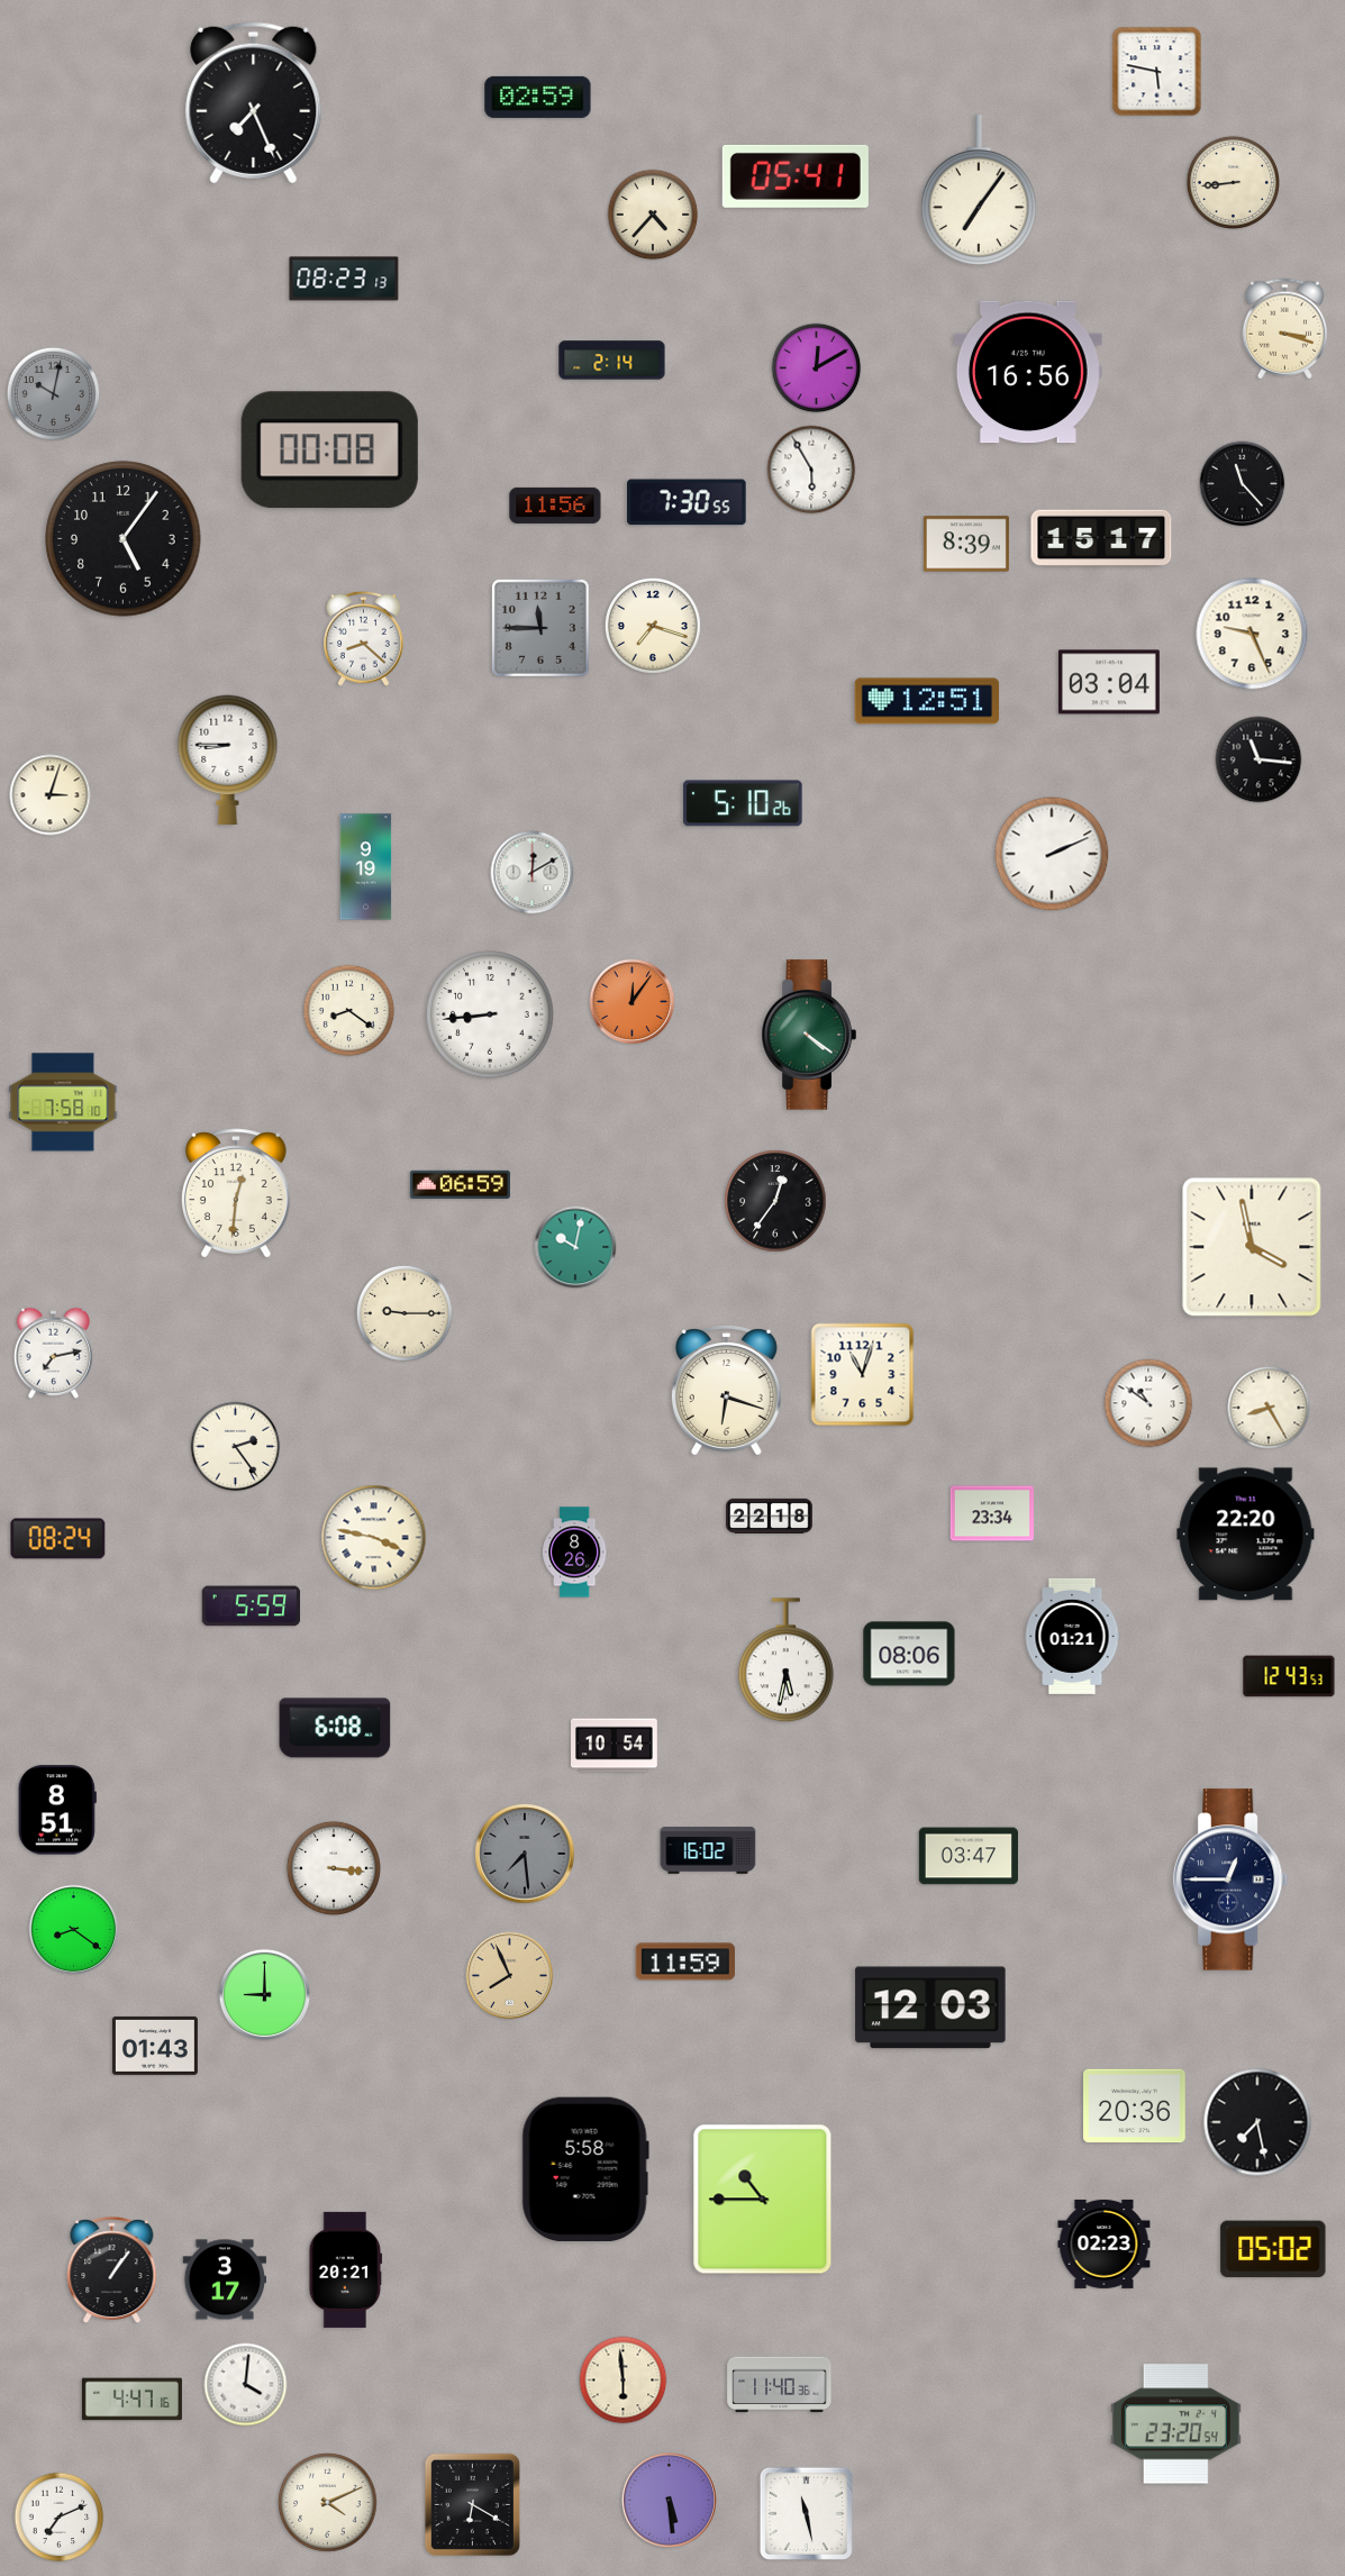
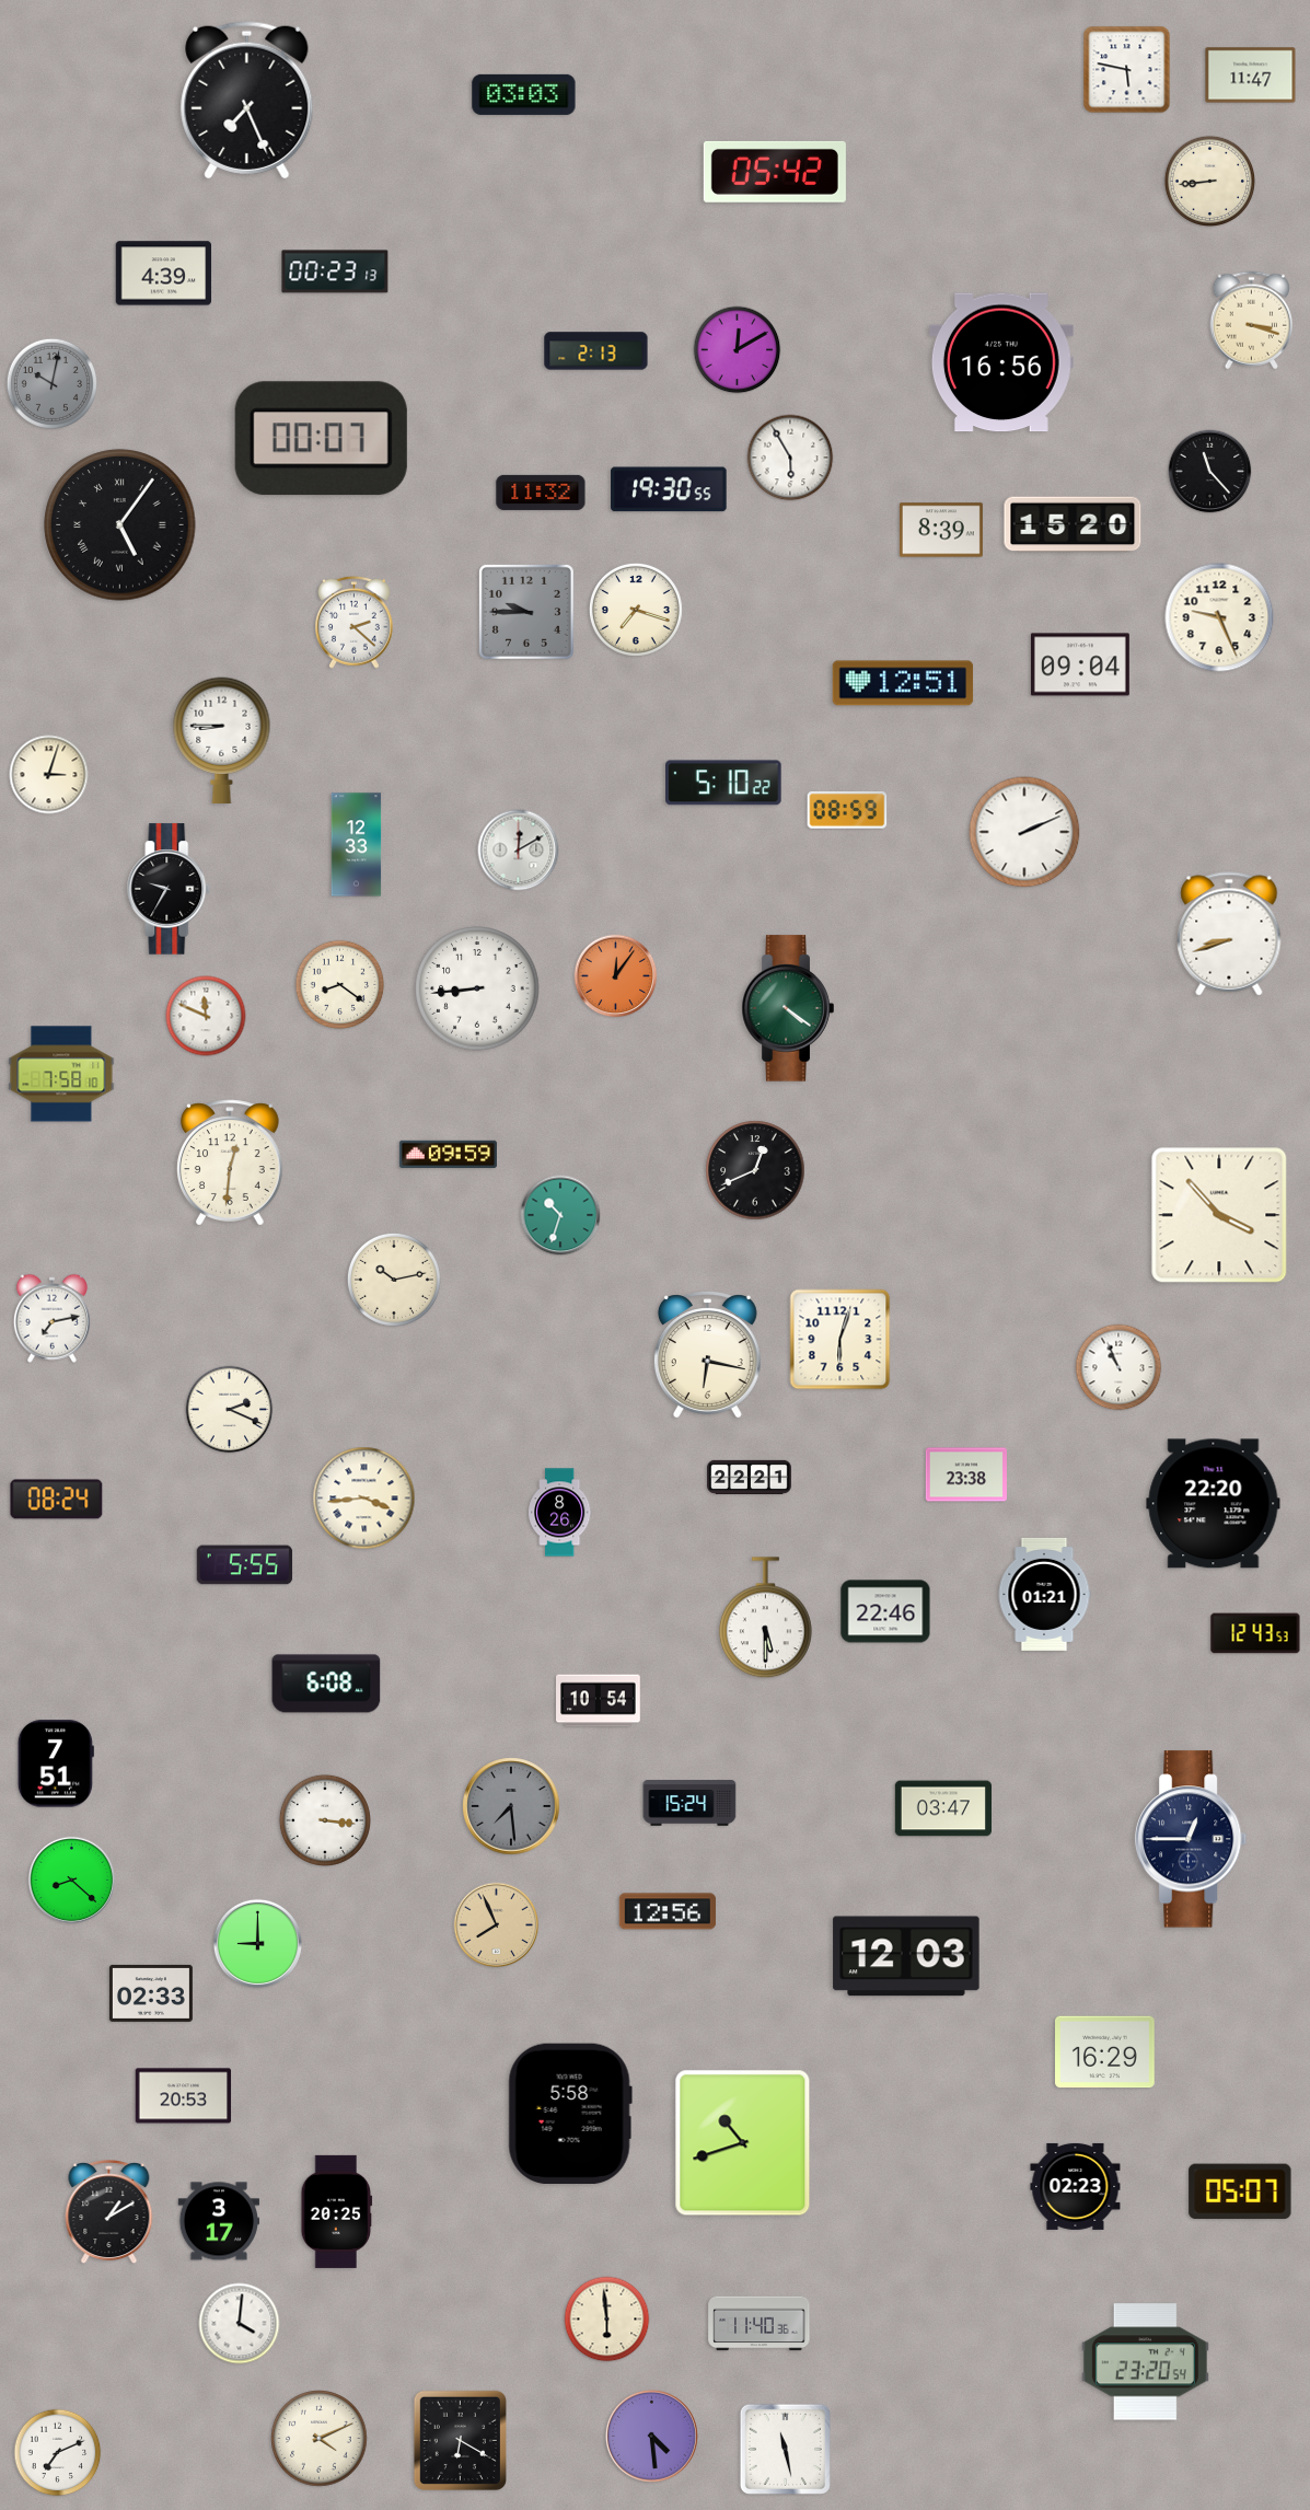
clock at (1251, 76): none -> 11:47
clock at (538, 97): 02:59 -> 03:03
clock at (796, 176): 05:41 -> 05:42
clock at (1233, 182) position: (1233, 182) -> (1209, 181)
clock at (979, 190): 7:06 -> none
clock at (653, 215): 4:37 -> none
clock at (344, 279): 08:23 -> 00:23
clock at (164, 274): none -> 4:39
clock at (612, 361): 2:14 -> 2:13
clock at (817, 368) position: (817, 368) -> (738, 350)
clock at (329, 450): 00:08 -> 00:07
clock at (687, 502): 7:30 -> 19:30
clock at (555, 506): 11:56 -> 11:32
clock at (1101, 538): 15:17 -> 15:20
clock at (124, 539) numerals: Arabic -> Roman
clock at (540, 628): 11:45 -> 9:45
clock at (364, 638): 8:22 -> 2:22
clock at (1109, 682): 03:04 -> 09:04
clock at (1258, 759): 11:16 -> none
clock at (743, 803): 5:10:26 -> 5:10:22
clock at (847, 810): none -> 08:59
clock at (366, 867): 9:19 -> 12:33
clock at (169, 889): none -> 9:35
clock at (1229, 934): none -> 8:42
clock at (206, 1016): none -> 11:49
clock at (460, 1184): 06:59 -> 09:59
clock at (775, 1201): 12:36 -> 12:41
clock at (575, 1247): 10:02 -> 10:33
clock at (1252, 1247): 3:58 -> 3:53
clock at (405, 1313): 9:15 -> 10:13
clock at (863, 1375): 11:03 -> 6:03
clock at (726, 1391): 6:18 -> 6:17
clock at (1148, 1403): 10:51 -> 10:56
clock at (1269, 1408): 8:25 -> none
clock at (236, 1447): 2:24 -> 2:19
clock at (991, 1513): 23:34 -> 23:38
clock at (770, 1515): 22:18 -> 22:21
clock at (1246, 1535) position: (1246, 1535) -> (1214, 1504)
clock at (374, 1538): 3:47 -> 3:44
clock at (252, 1606): 5:59 -> 5:55
clock at (909, 1654): 08:06 -> 22:46
clock at (785, 1660): 5:32 -> 5:30
clock at (57, 1810): 8:51 -> 7:51
clock at (708, 1850): 16:02 -> 15:24
clock at (1230, 1879) position: (1230, 1879) -> (1191, 1839)
clock at (74, 1930): 8:21 -> 8:22
clock at (685, 1961): 11:59 -> 12:56
clock at (155, 2046): 01:43 -> 02:33
clock at (1135, 2106): 20:36 -> 16:29
clock at (1257, 2122): 7:28 -> none
clock at (184, 2096): none -> 20:53
clock at (763, 2200): 10:45 -> 10:42
clock at (1273, 2249): 05:02 -> 05:07
clock at (346, 2269): 20:21 -> 20:25
clock at (112, 2272): 1:06 -> 1:10
clock at (131, 2400): 4:47 -> none
clock at (669, 2500): 5:29 -> 4:29
